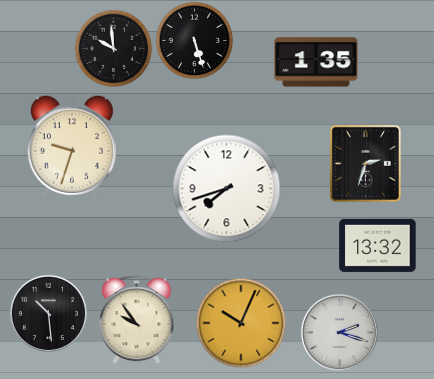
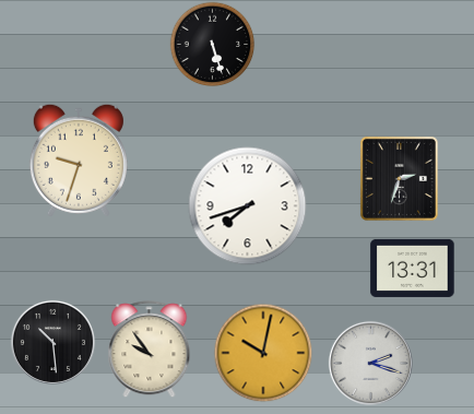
clock at (113, 48): 9:59 -> none
clock at (316, 62): 1:35 -> none
clock at (378, 245): 13:32 -> 13:31
clock at (241, 323): 10:04 -> 10:02
